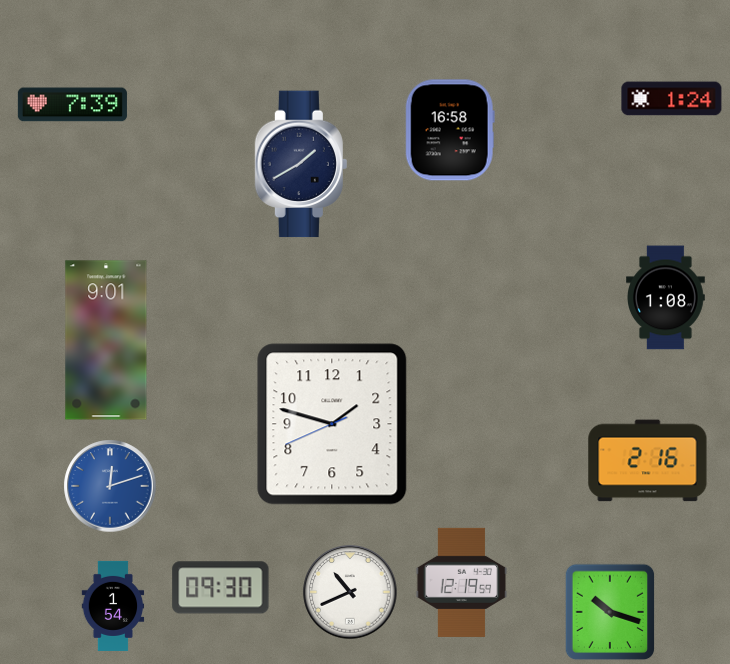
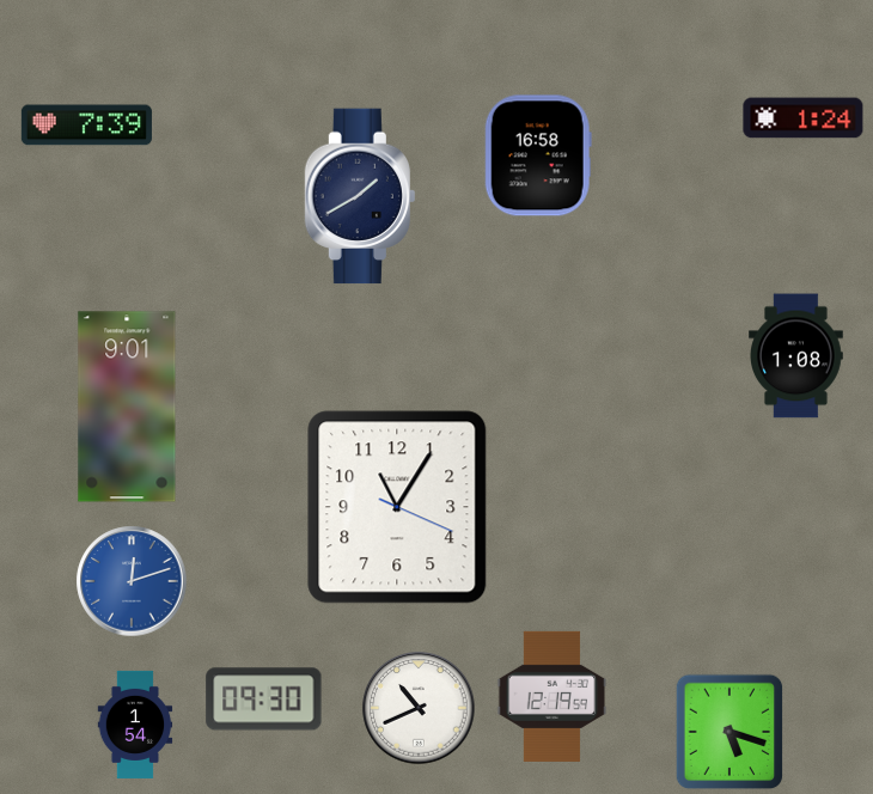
clock at (332, 424): 1:47 -> 11:05
clock at (648, 461): 2:16 -> none
clock at (221, 588) position: (221, 588) -> (264, 700)
clock at (610, 612): 10:18 -> 5:18
